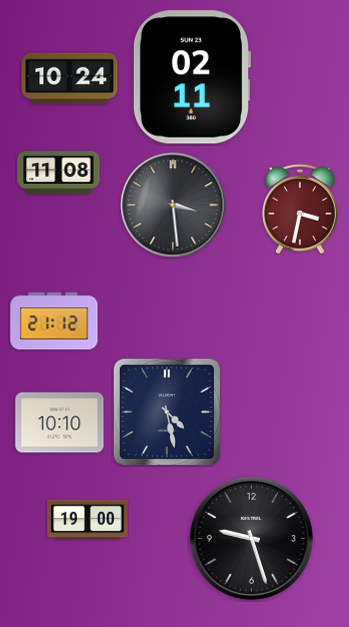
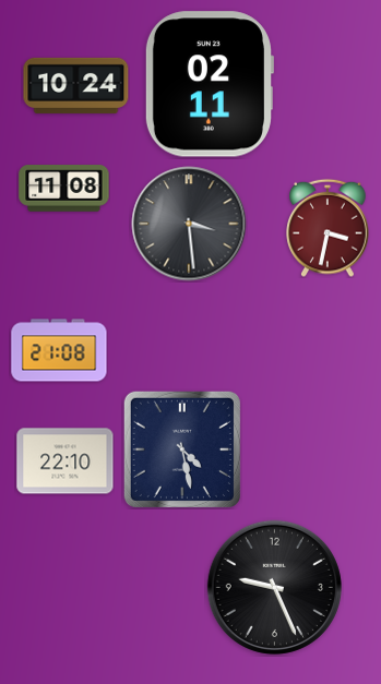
clock at (54, 321): 21:12 -> 21:08
clock at (60, 423): 10:10 -> 22:10
clock at (88, 520): 19:00 -> none
clock at (251, 538): 9:27 -> 9:26
